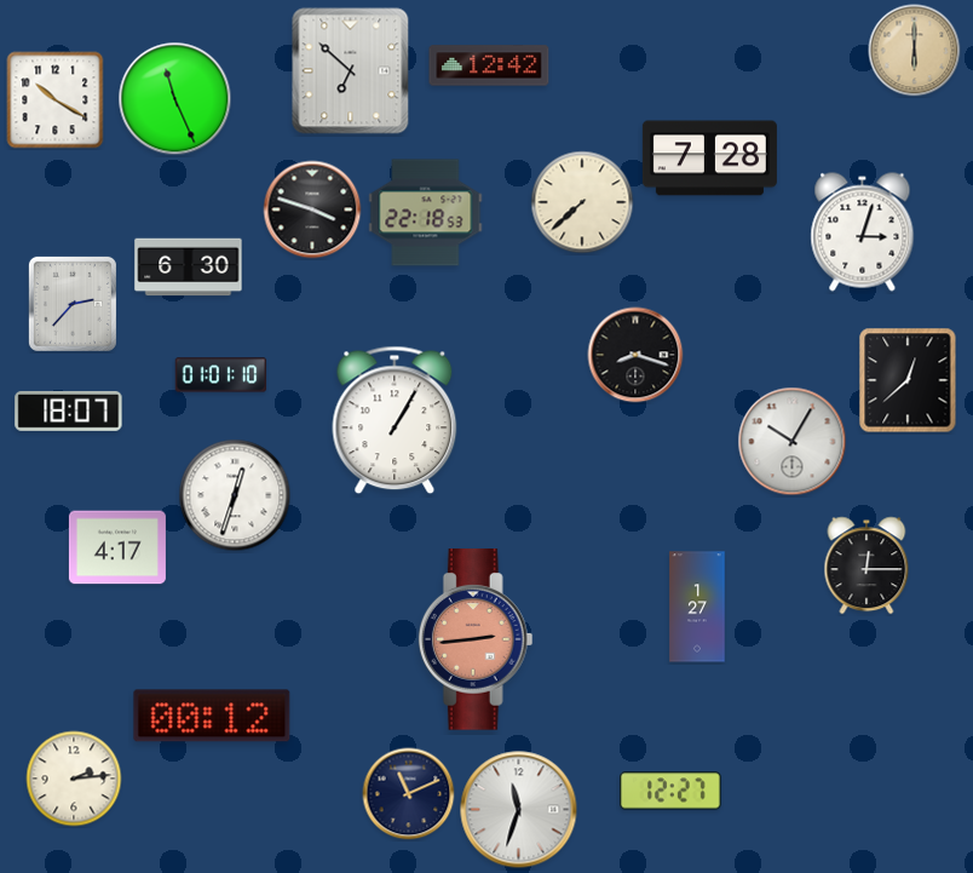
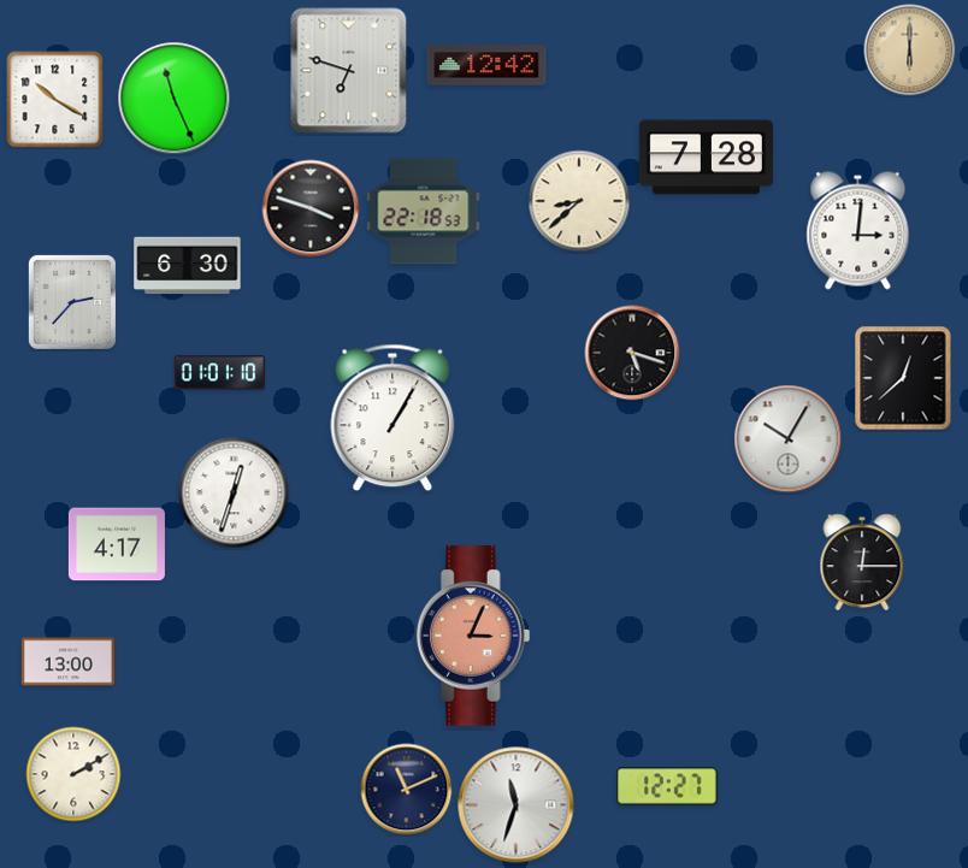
clock at (351, 71): 6:52 -> 6:48
clock at (582, 202): 7:38 -> 8:38
clock at (863, 232): 3:03 -> 3:01
clock at (635, 355): 8:18 -> 5:18
clock at (69, 410): 18:07 -> none
clock at (697, 607): 1:27 -> none
clock at (476, 639): 2:44 -> 3:04
clock at (67, 662): none -> 13:00
clock at (212, 716): 00:12 -> none
clock at (74, 779): 2:14 -> 2:10
